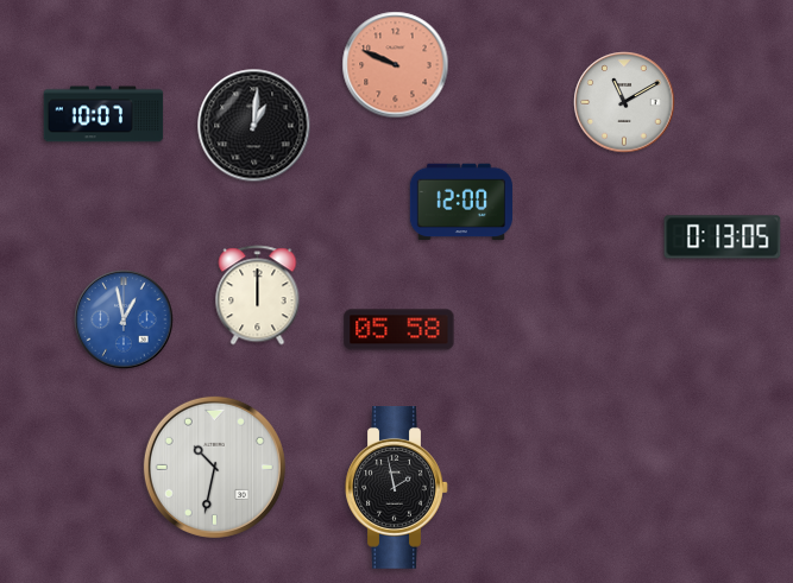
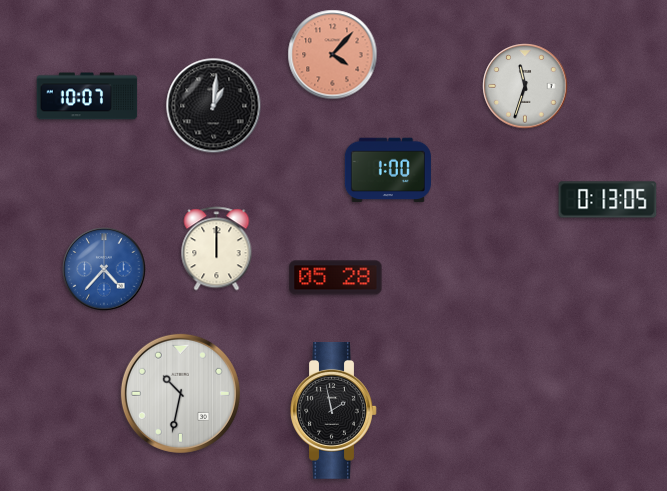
clock at (396, 65): 9:49 -> 4:07
clock at (624, 102): 11:10 -> 11:33
clock at (461, 202): 12:00 -> 1:00
clock at (124, 319): 12:58 -> 4:37
clock at (399, 330): 05:58 -> 05:28
